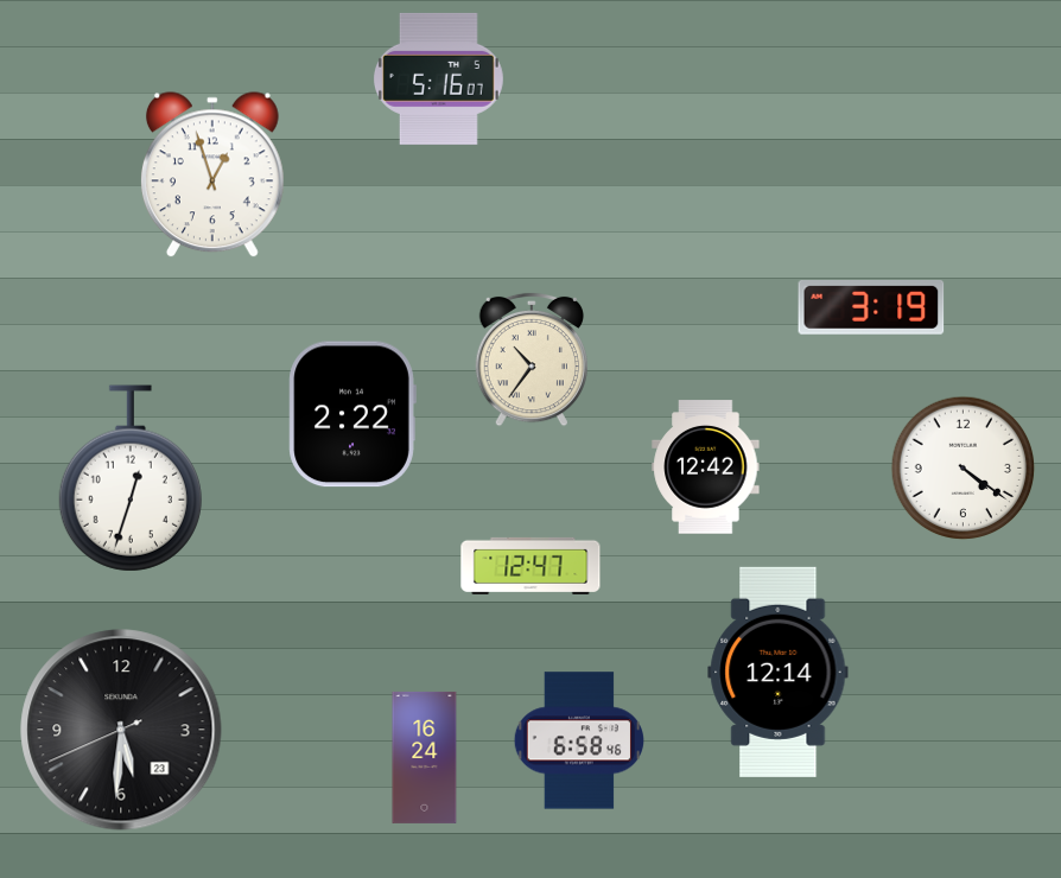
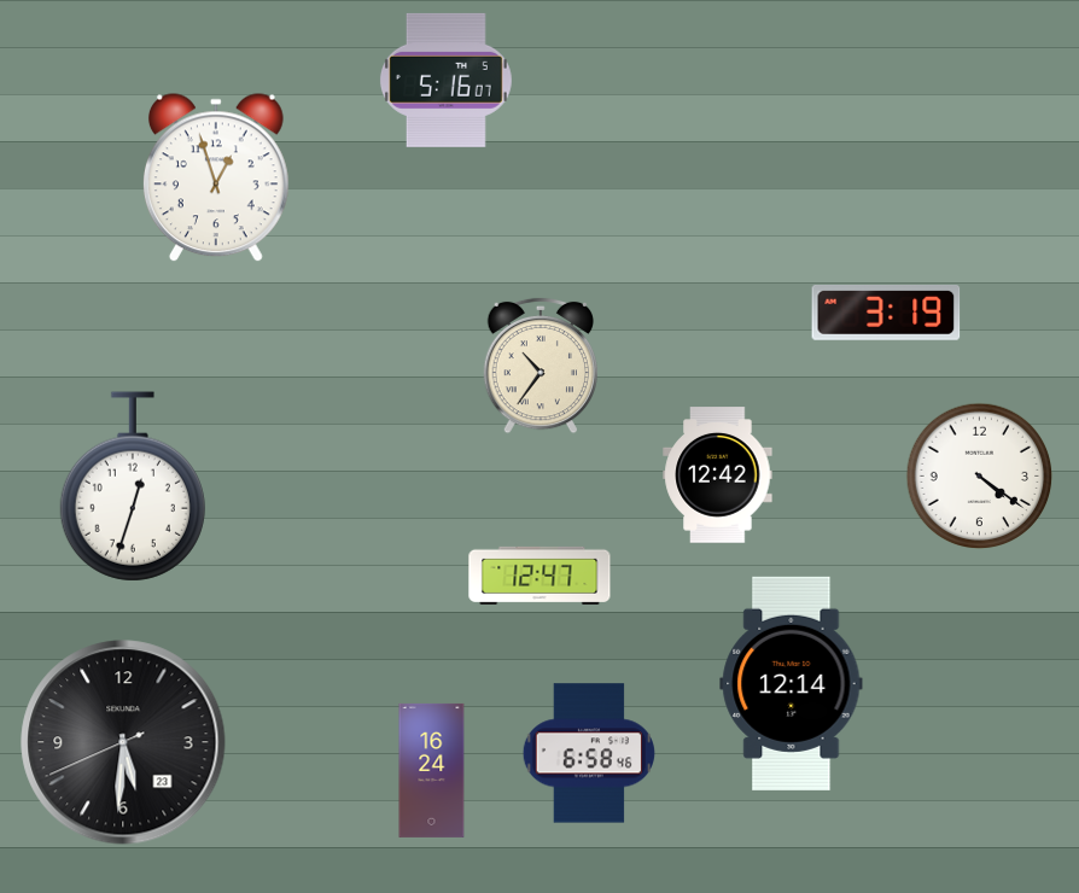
clock at (352, 414): 2:22 -> none
